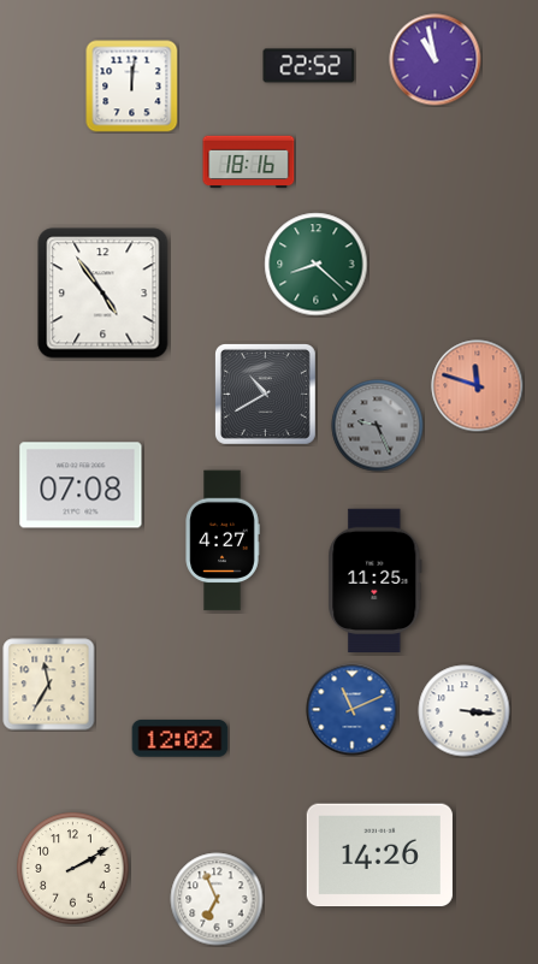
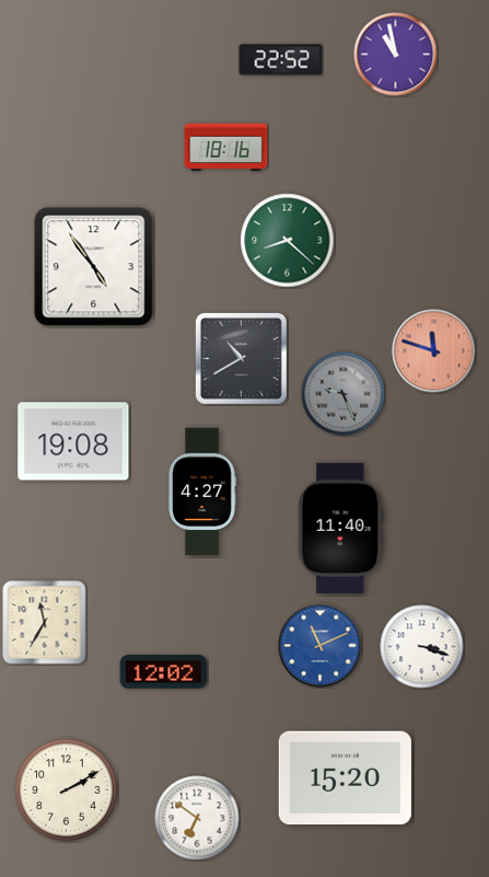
clock at (132, 87): 12:01 -> none
clock at (378, 426) position: (378, 426) -> (344, 394)
clock at (81, 485): 07:08 -> 19:08
clock at (376, 581): 11:25 -> 11:40
clock at (465, 711): 3:16 -> 3:18
clock at (379, 856): 14:26 -> 15:20
clock at (217, 899): 6:56 -> 6:51
